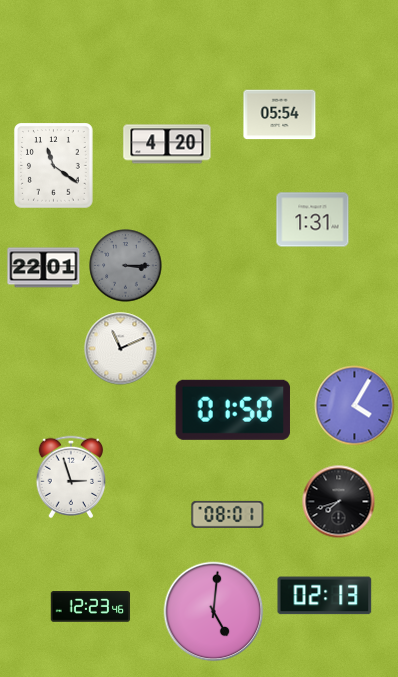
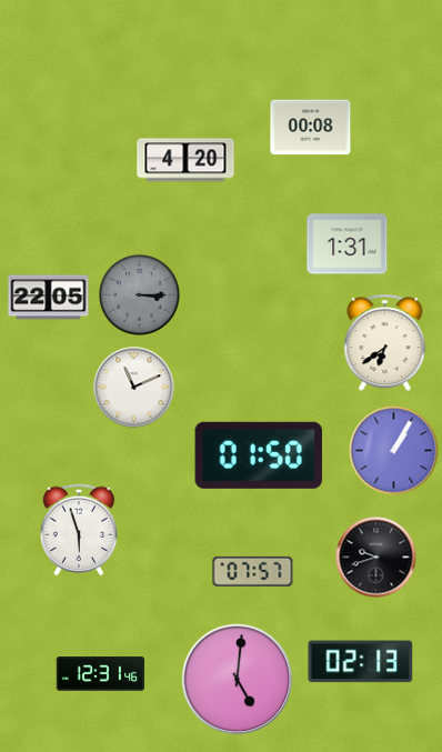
clock at (280, 115): 05:54 -> 00:08
clock at (54, 166): 11:21 -> none
clock at (44, 268): 22:01 -> 22:05
clock at (385, 343): none -> 6:39
clock at (355, 406): 4:05 -> 1:05
clock at (71, 477): 2:57 -> 5:57
clock at (339, 502): 7:42 -> 9:42
clock at (228, 514): 08:01 -> 07:57
clock at (91, 607): 12:23 -> 12:31
